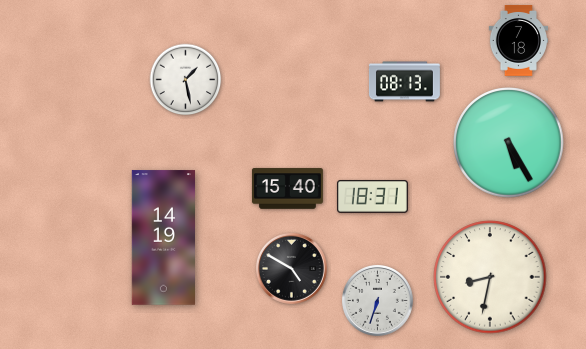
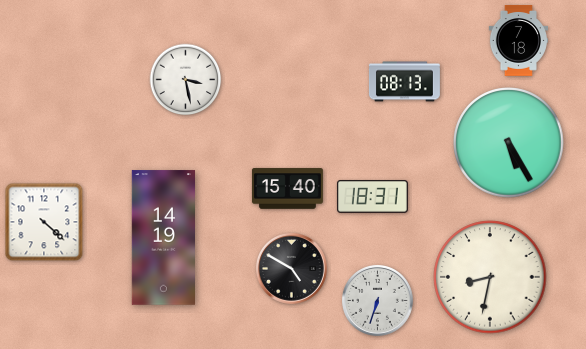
clock at (186, 80): 1:28 -> 3:28
clock at (44, 222): none -> 4:22
